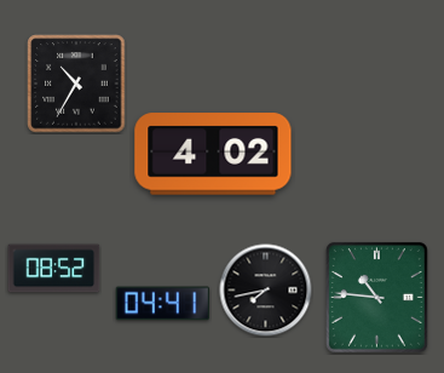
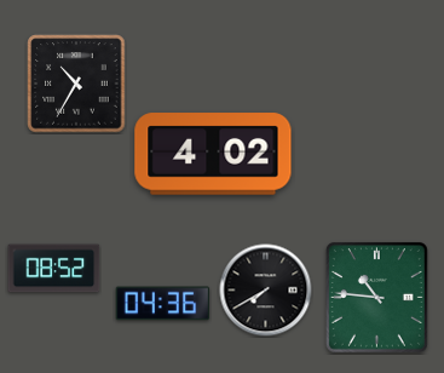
clock at (266, 291): 7:43 -> 7:40
clock at (163, 304): 04:41 -> 04:36
